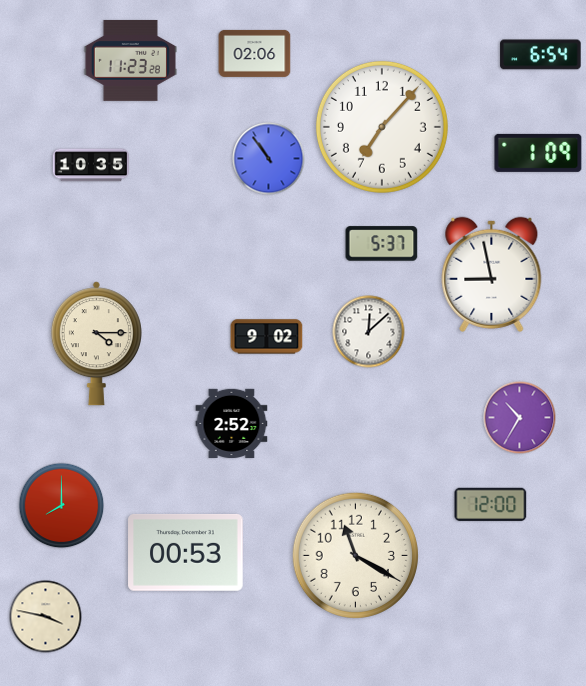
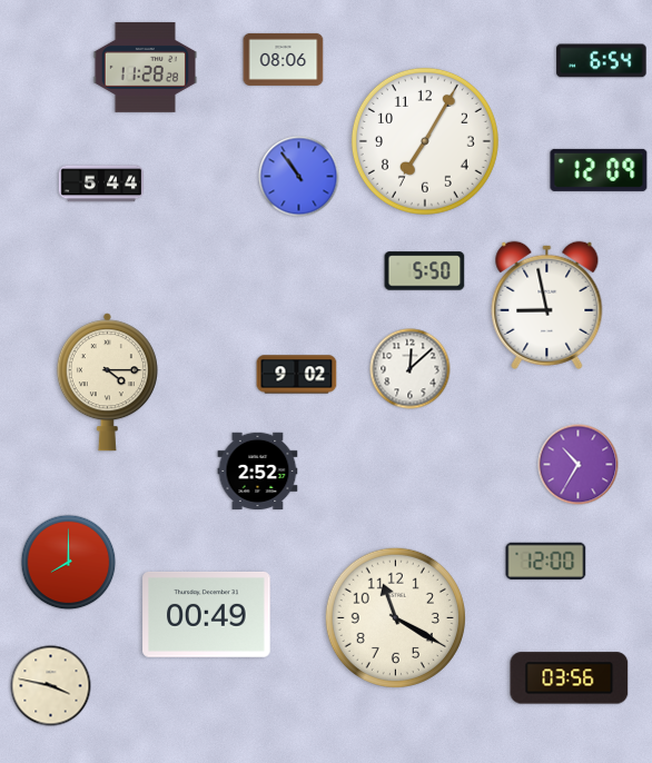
clock at (255, 53): 02:06 -> 08:06
clock at (130, 60): 11:23 -> 11:28
clock at (382, 127): 7:07 -> 7:05
clock at (538, 153): 1:09 -> 12:09
clock at (90, 165): 10:35 -> 5:44
clock at (382, 244): 5:37 -> 5:50
clock at (186, 552): 00:53 -> 00:49
clock at (570, 678): none -> 03:56
